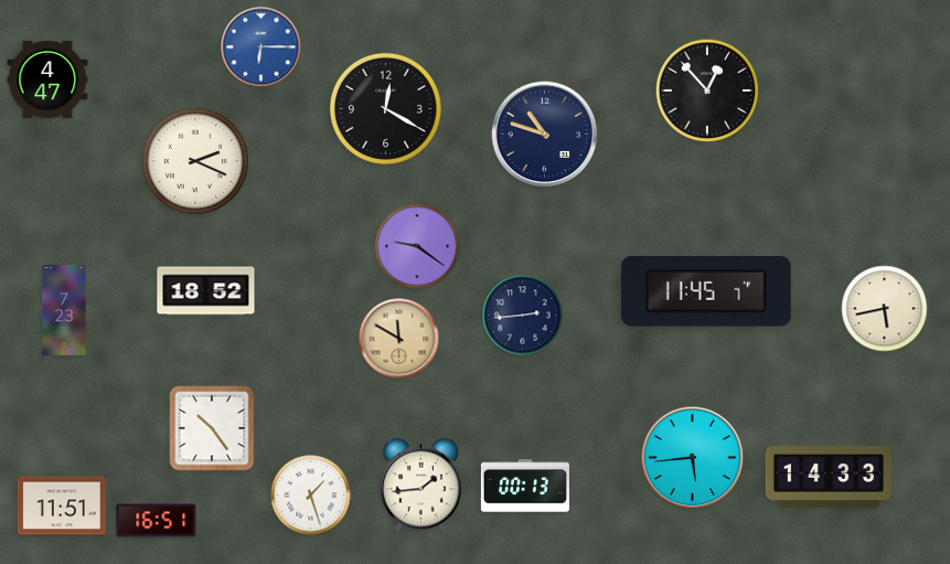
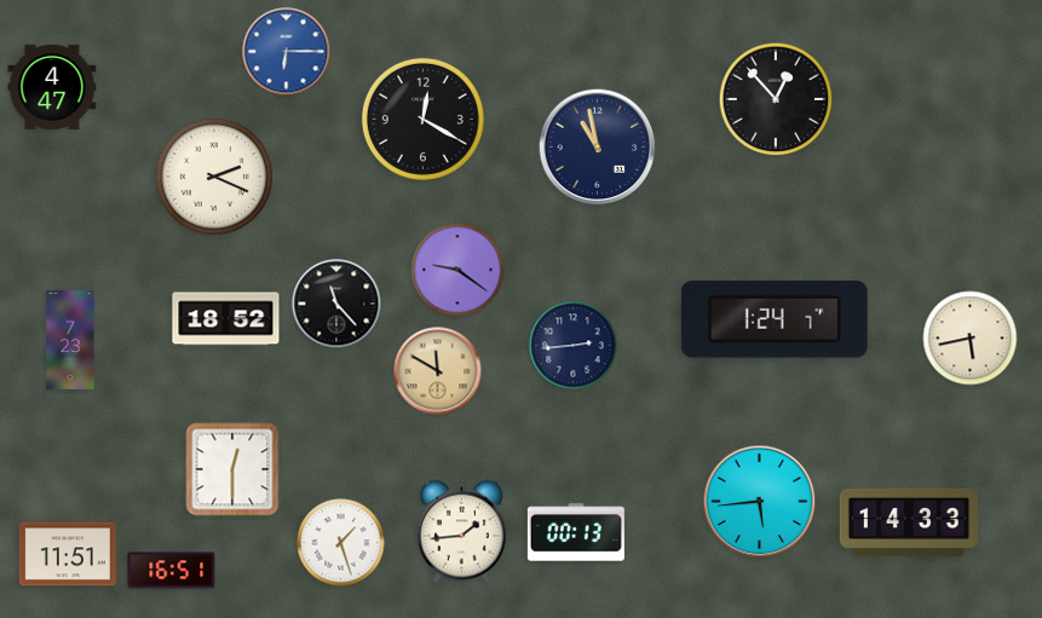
clock at (545, 135): 10:48 -> 10:58
clock at (336, 304): none -> 11:23
clock at (706, 291): 11:45 -> 1:24
clock at (212, 428): 10:24 -> 12:30
